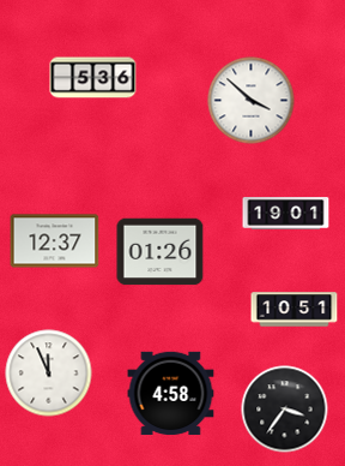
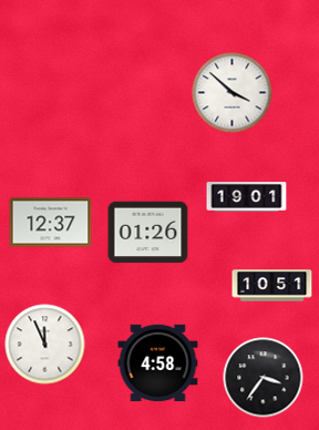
clock at (93, 78): 5:36 -> none
clock at (286, 214) position: (286, 214) -> (247, 197)
